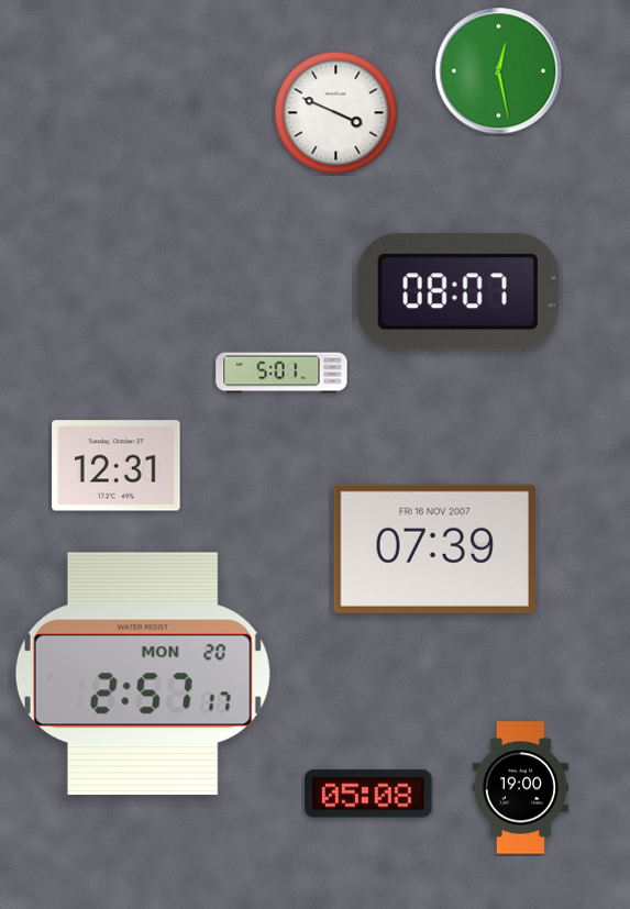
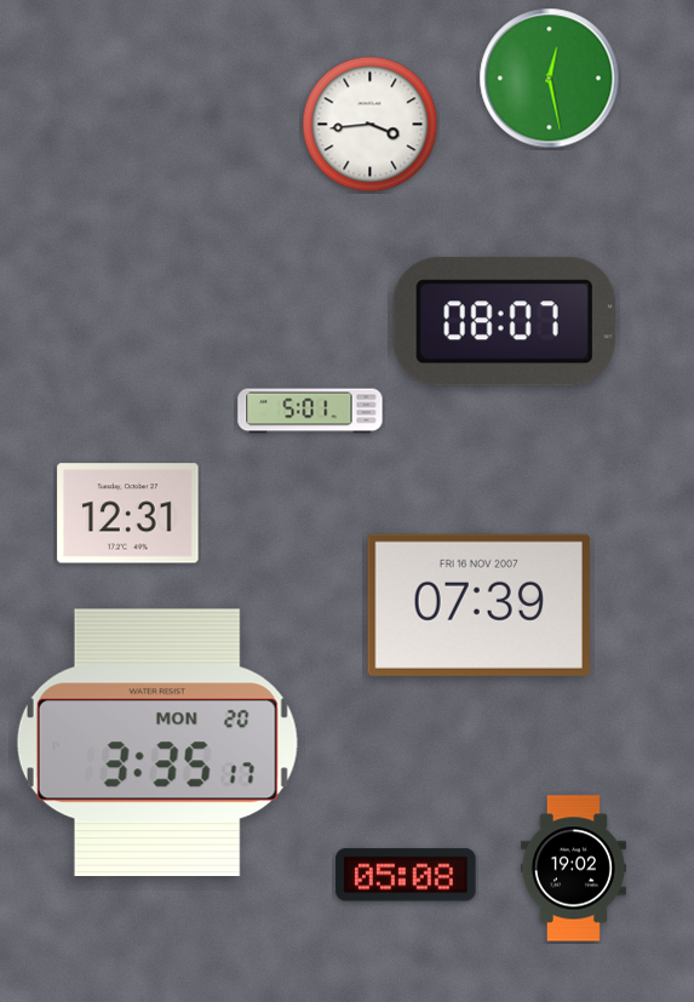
clock at (336, 113): 3:49 -> 3:44
clock at (143, 674): 2:57 -> 3:35
clock at (520, 788): 19:00 -> 19:02
